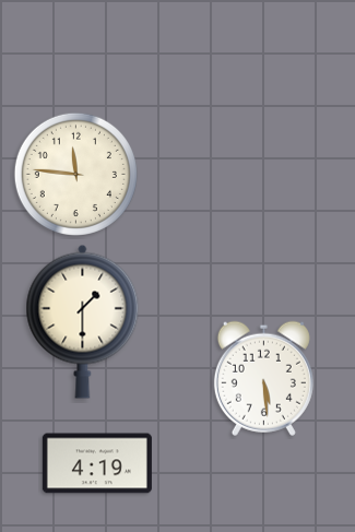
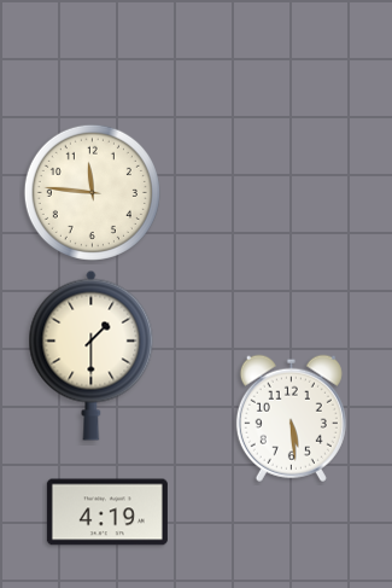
clock at (75, 174) position: (75, 174) -> (92, 192)
